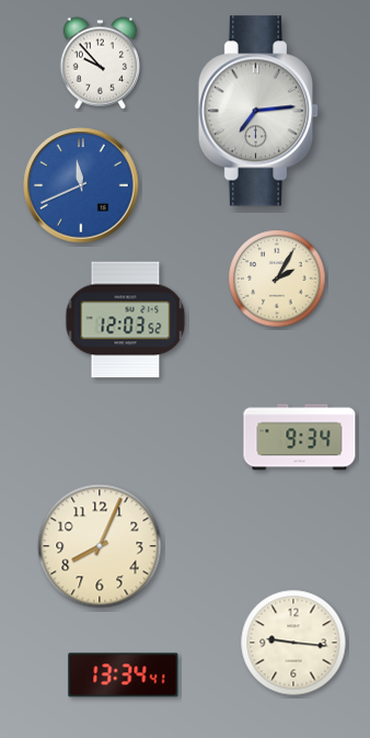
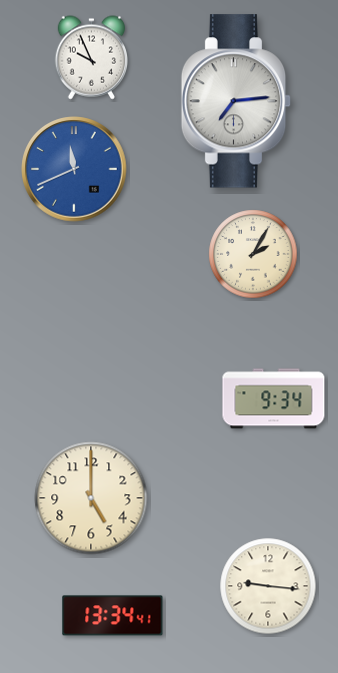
clock at (100, 64): 9:53 -> 9:56
clock at (126, 320): 12:03 -> none
clock at (100, 546): 8:04 -> 5:00
